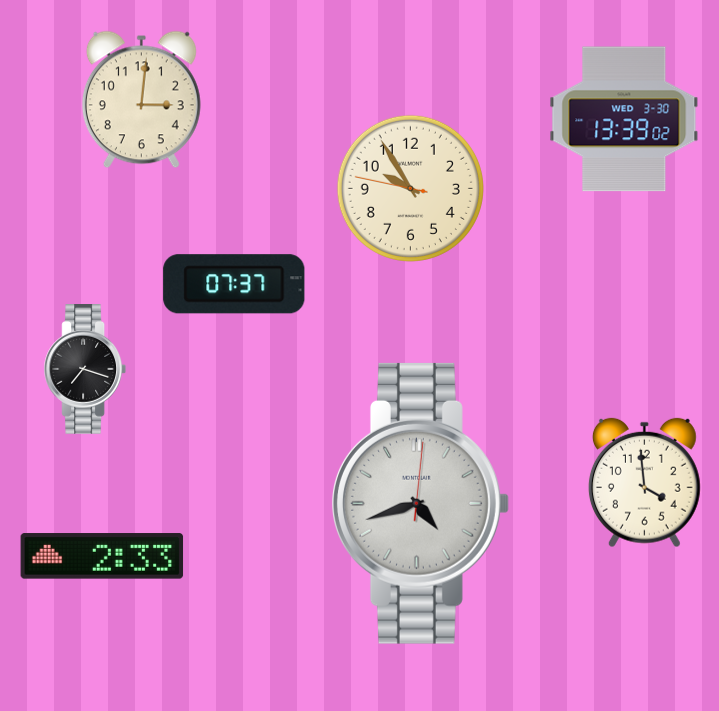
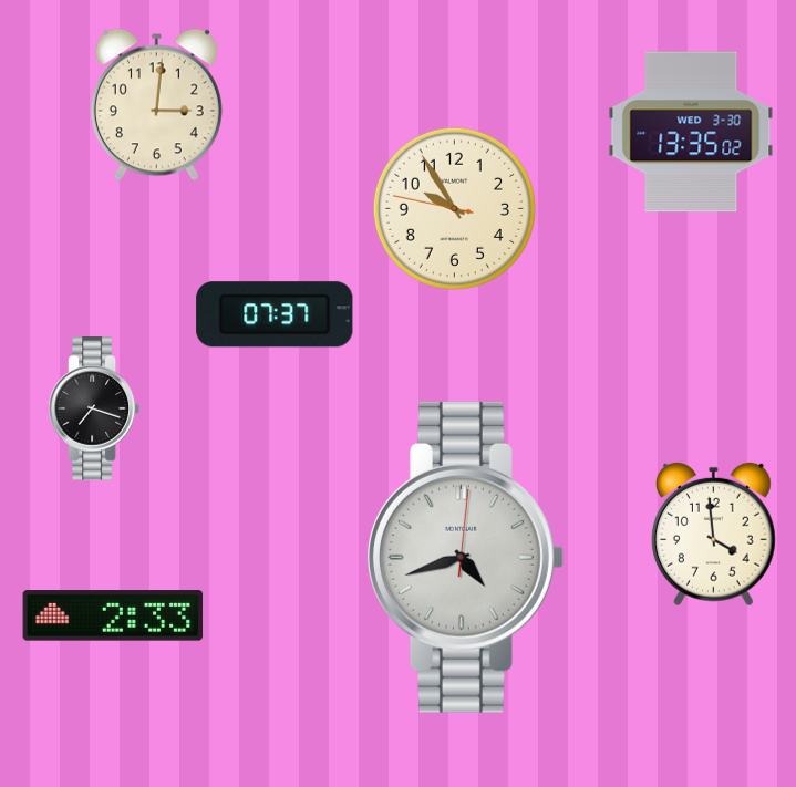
clock at (141, 100) position: (141, 100) -> (156, 105)
clock at (624, 119): 13:39 -> 13:35
clock at (234, 284) position: (234, 284) -> (275, 314)
